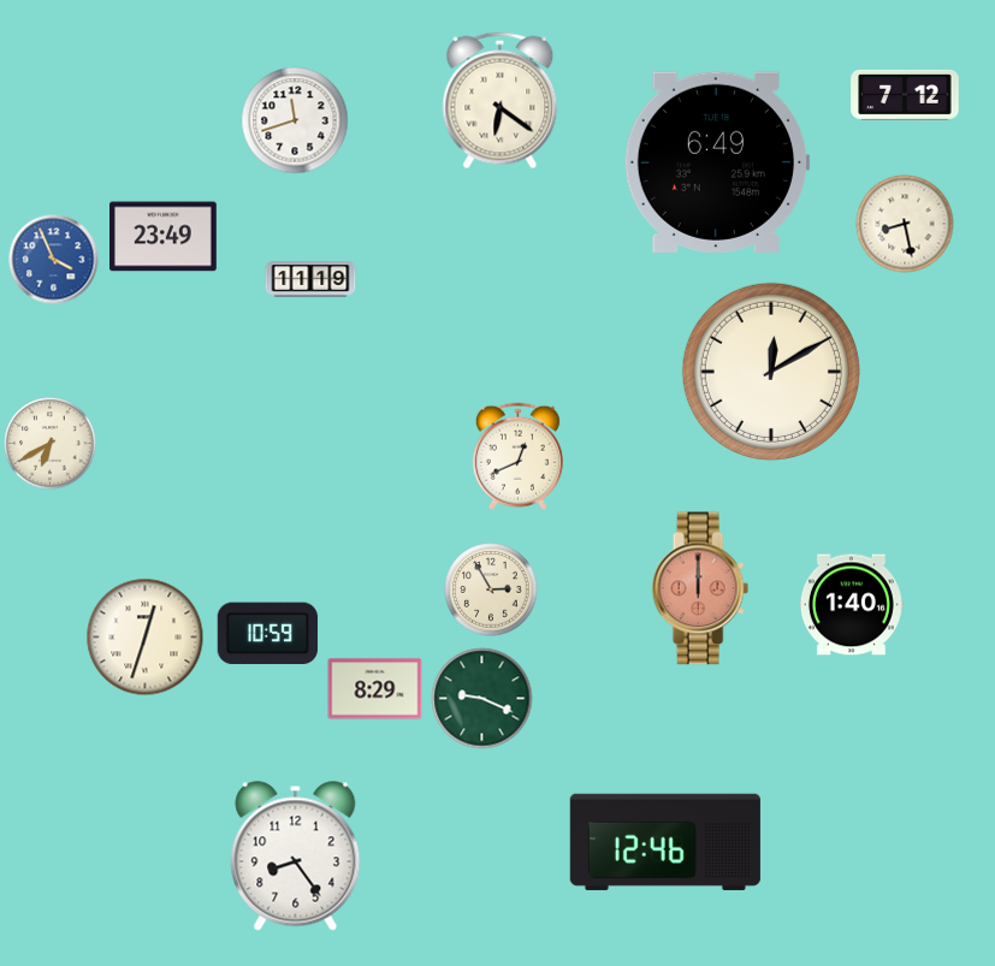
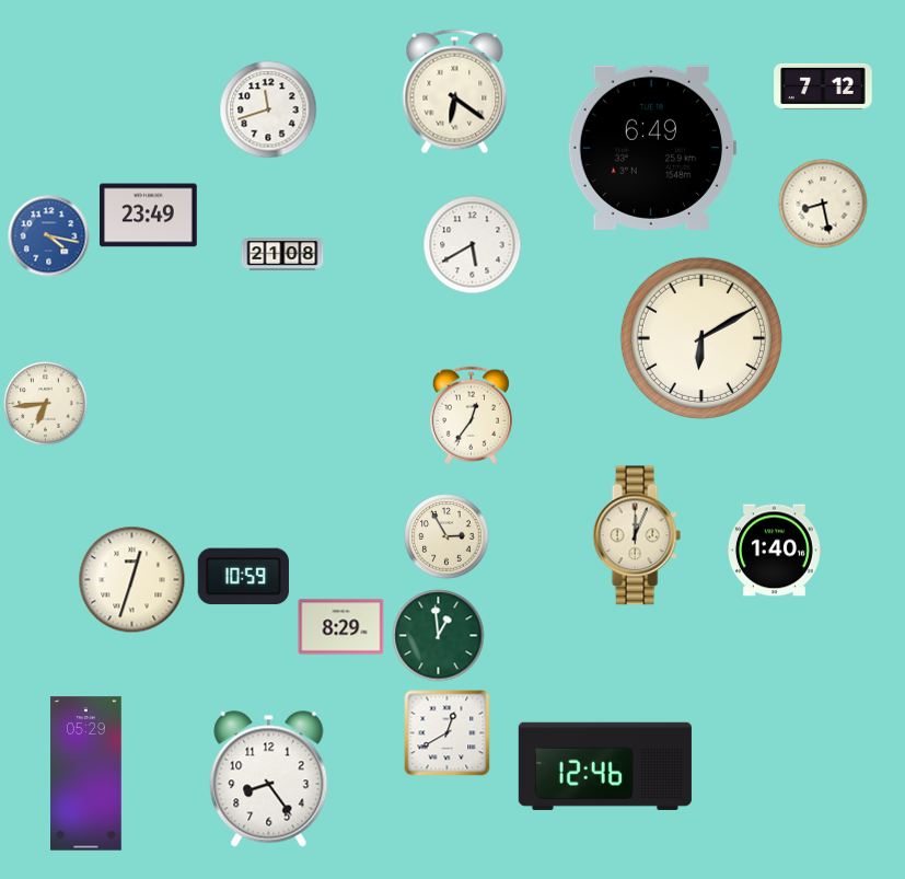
clock at (54, 260): 3:56 -> 4:17
clock at (473, 245): none -> 5:40
clock at (310, 279): 11:19 -> 21:08
clock at (771, 372): 12:10 -> 6:10
clock at (51, 444): 6:40 -> 6:44
clock at (517, 457): 12:41 -> 12:36
clock at (700, 588): 12:00 -> 12:04
clock at (700, 588) dial: salmon -> cream
clock at (482, 699): 9:19 -> 12:59
clock at (448, 733): none -> 12:40
clock at (86, 774): none -> 05:29
